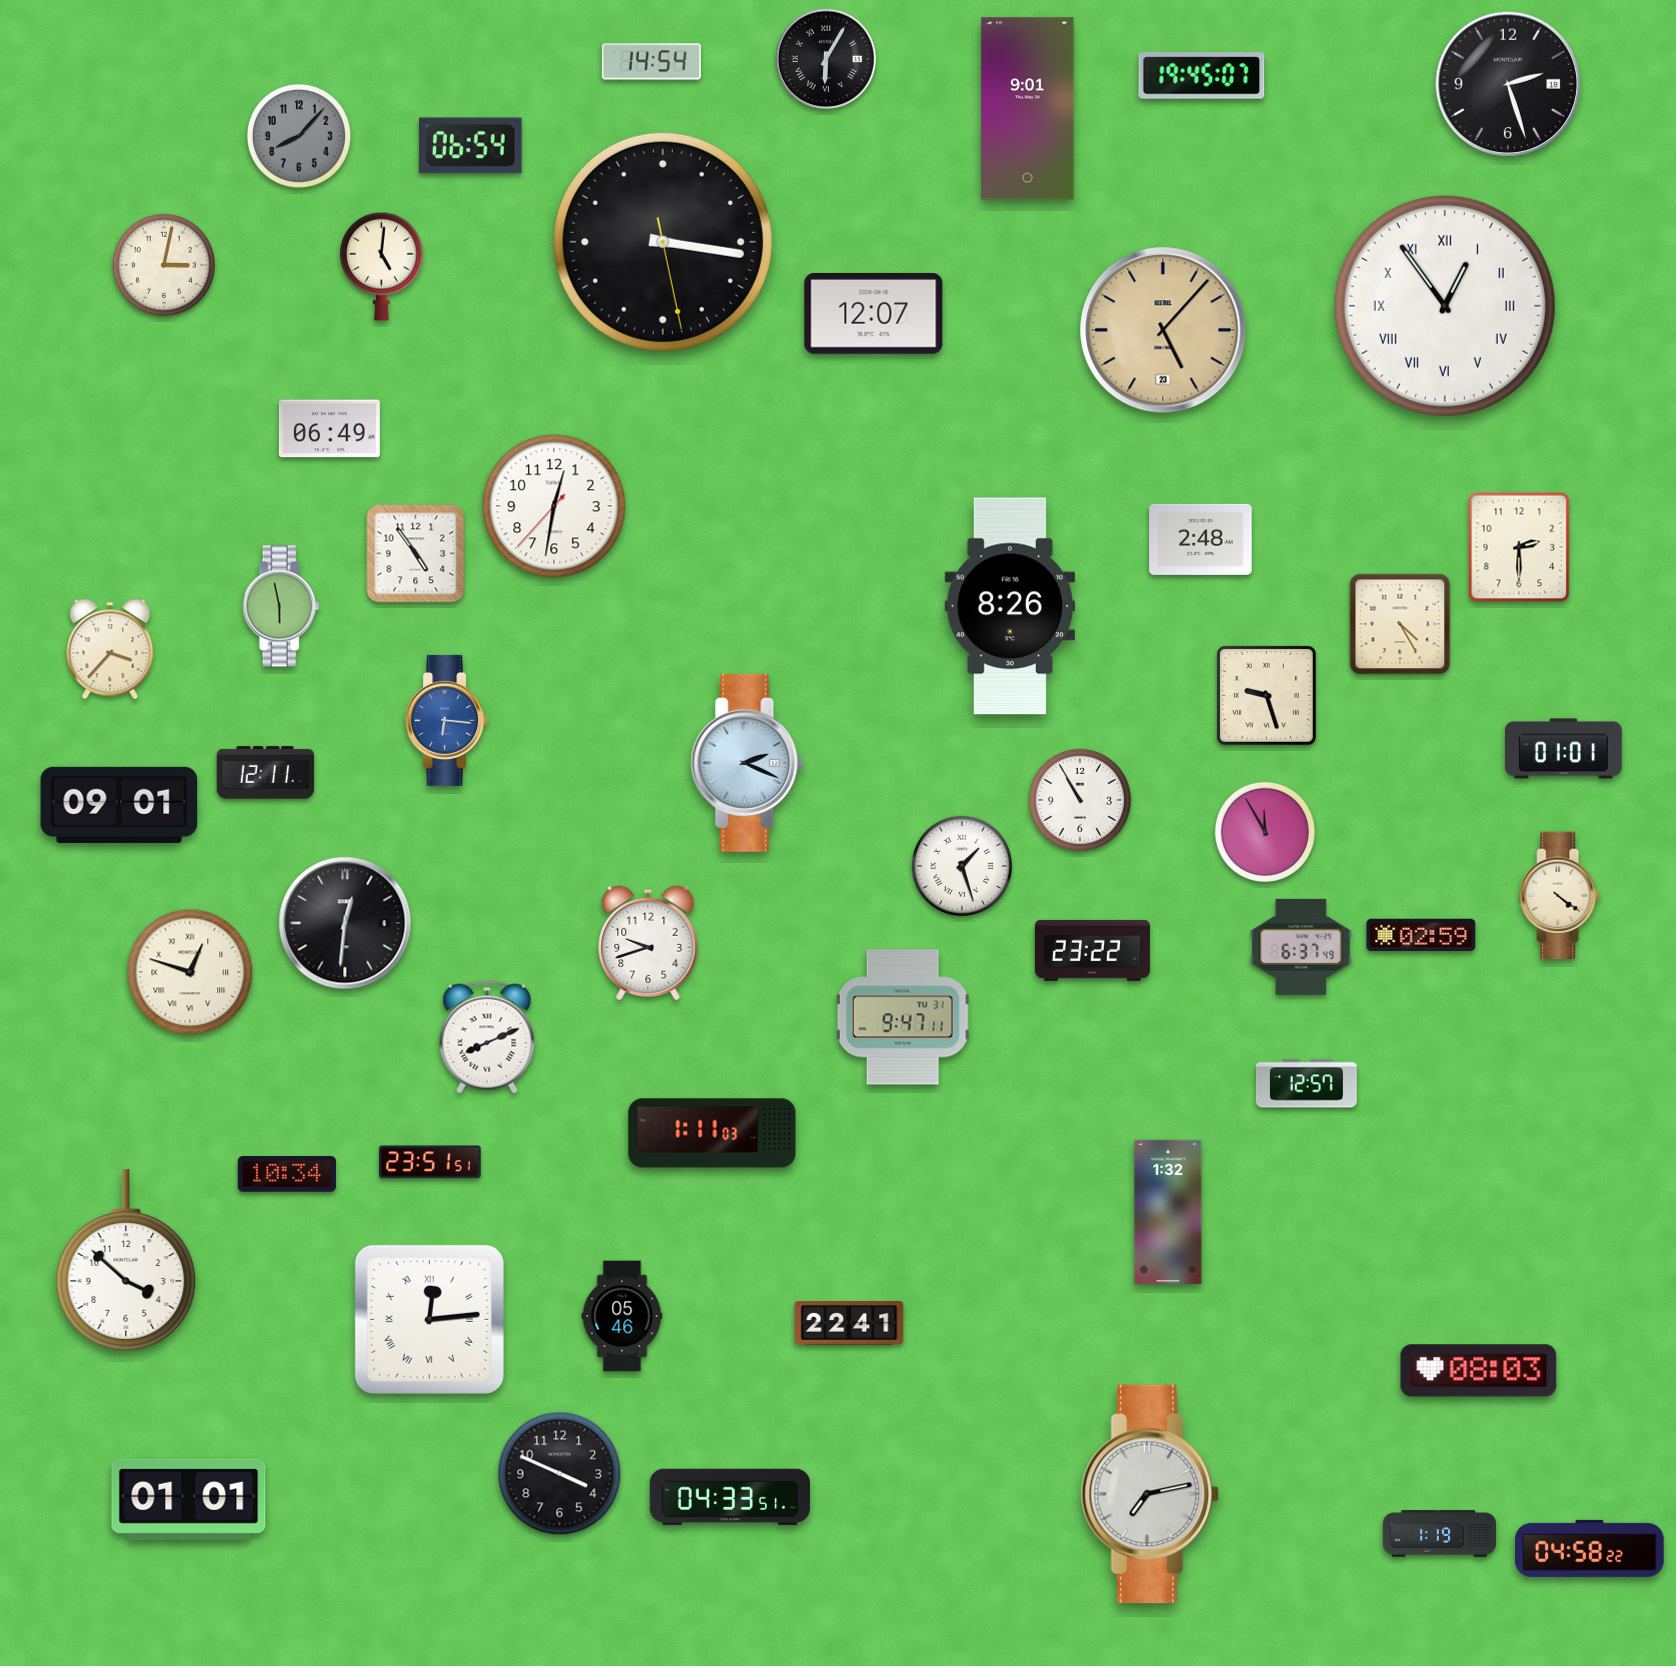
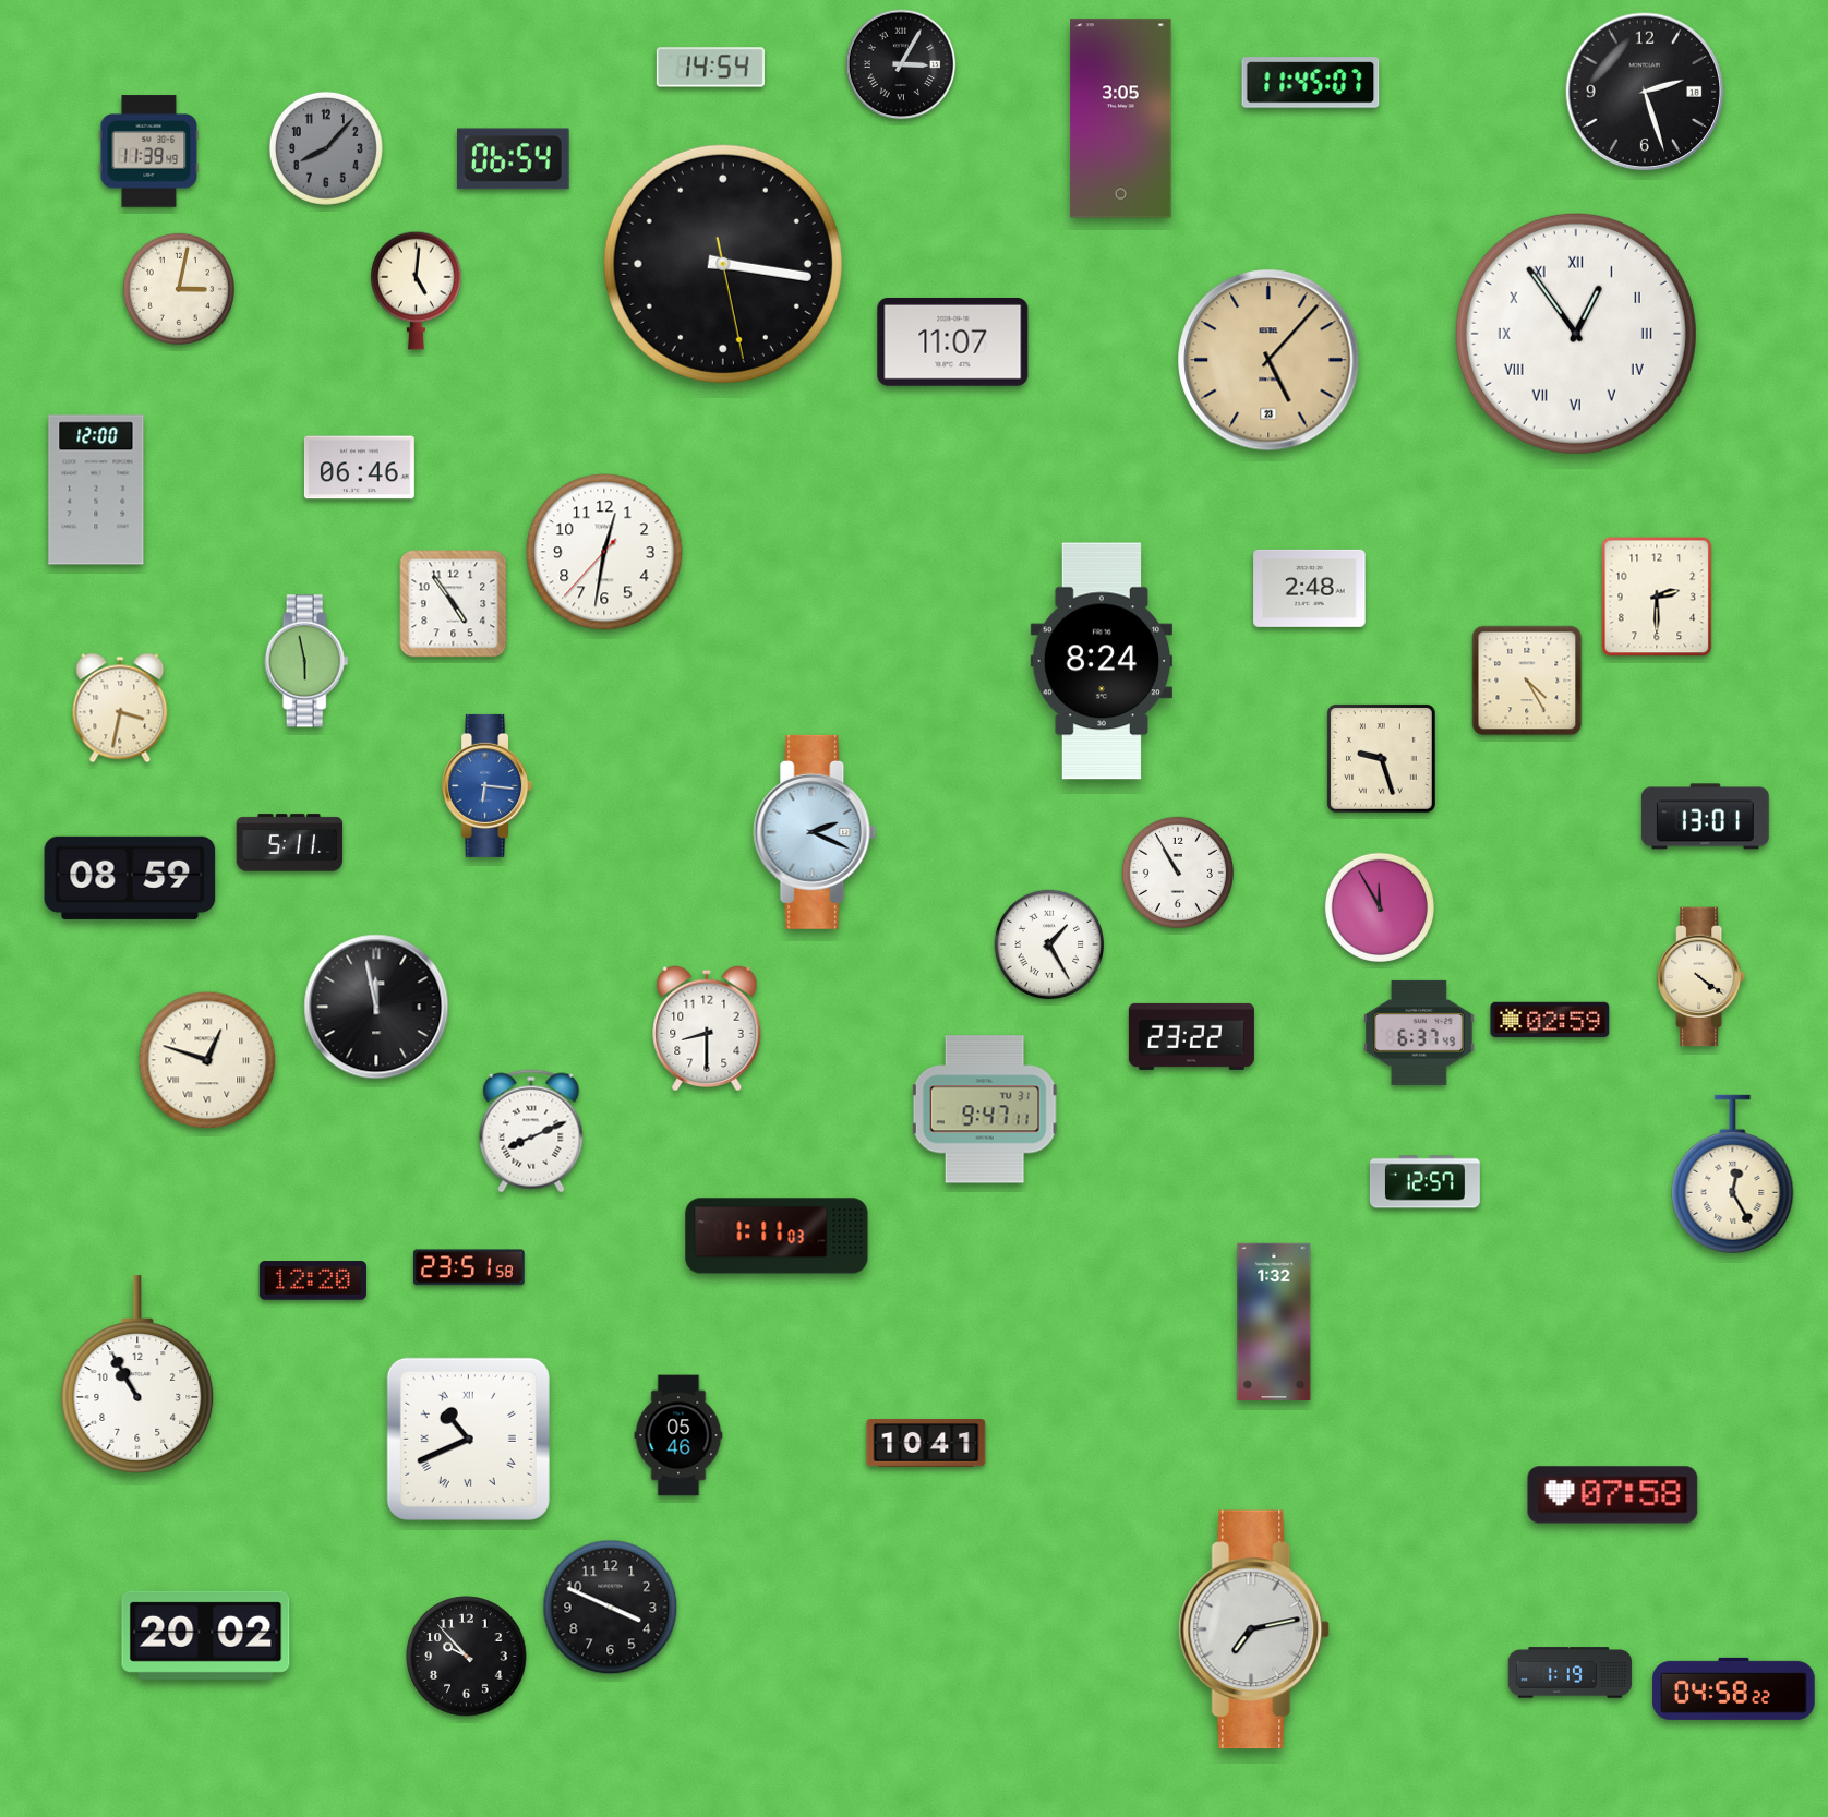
clock at (826, 59): 6:05 -> 3:05
clock at (1202, 76): 19:45 -> 11:45
clock at (1028, 109): 9:01 -> 3:05
clock at (149, 152): none -> 11:39
clock at (874, 313): 12:07 -> 11:07
clock at (329, 429): 06:49 -> 06:46
clock at (96, 490): none -> 12:00
clock at (1009, 606): 8:26 -> 8:24
clock at (110, 649): 3:37 -> 3:32
clock at (1563, 749): 01:01 -> 13:01
clock at (266, 773): 12:11 -> 5:11
clock at (119, 805): 09:01 -> 08:59
clock at (961, 865): 1:27 -> 1:25
clock at (345, 923): 12:31 -> 11:58
clock at (648, 943): 9:42 -> 8:30
clock at (1733, 1174): none -> 12:25
clock at (430, 1162): 23:51:51 -> 23:51:58
clock at (287, 1174): 10:34 -> 12:20
clock at (126, 1260): 3:52 -> 10:55
clock at (429, 1319): 12:14 -> 10:41
clock at (849, 1324): 22:41 -> 10:41
clock at (1479, 1371): 08:03 -> 07:58
clock at (730, 1497): 04:33 -> none
clock at (189, 1499): 01:01 -> 20:02
clock at (467, 1657): none -> 9:53
